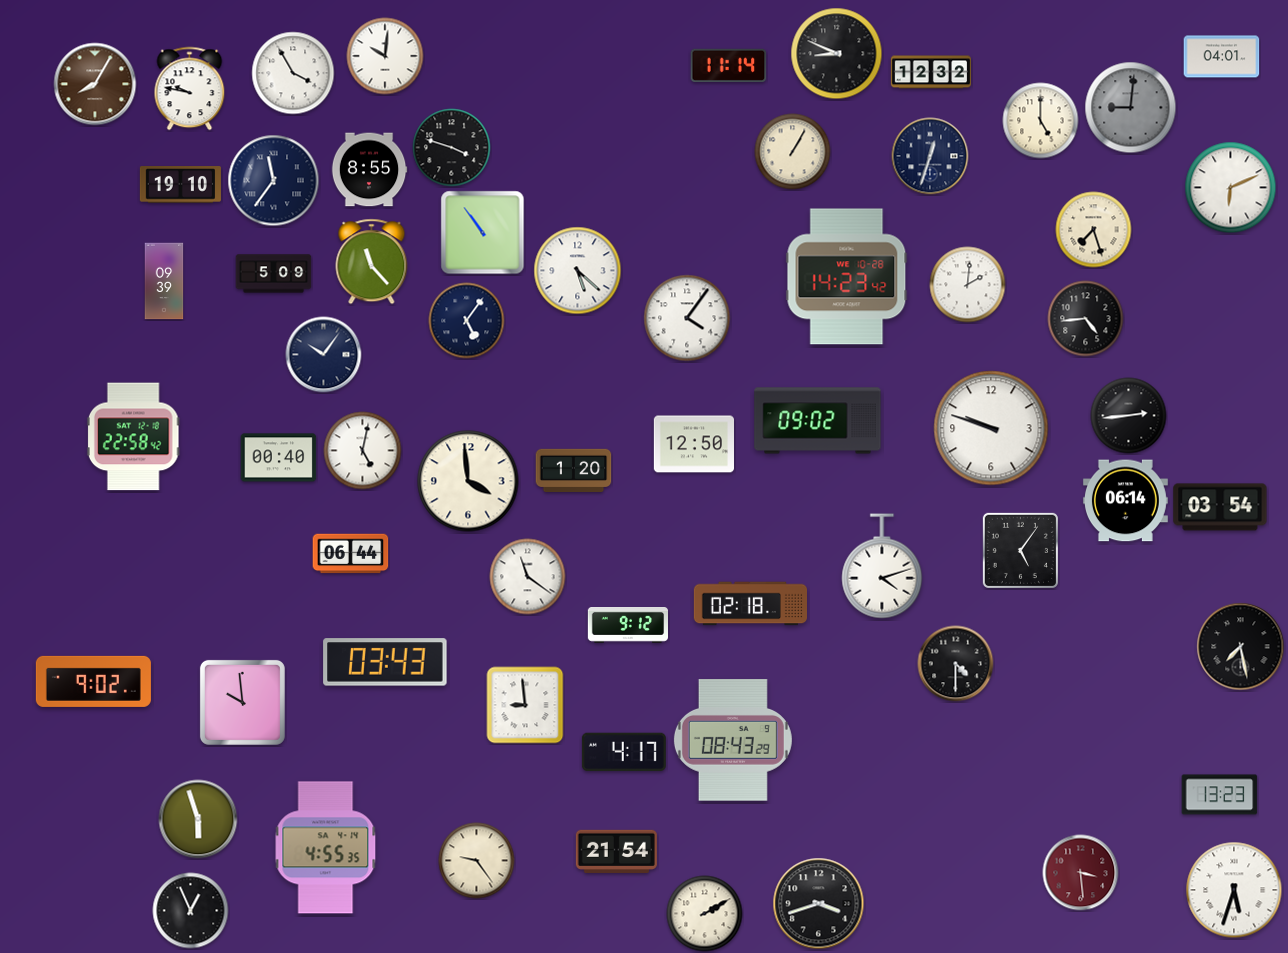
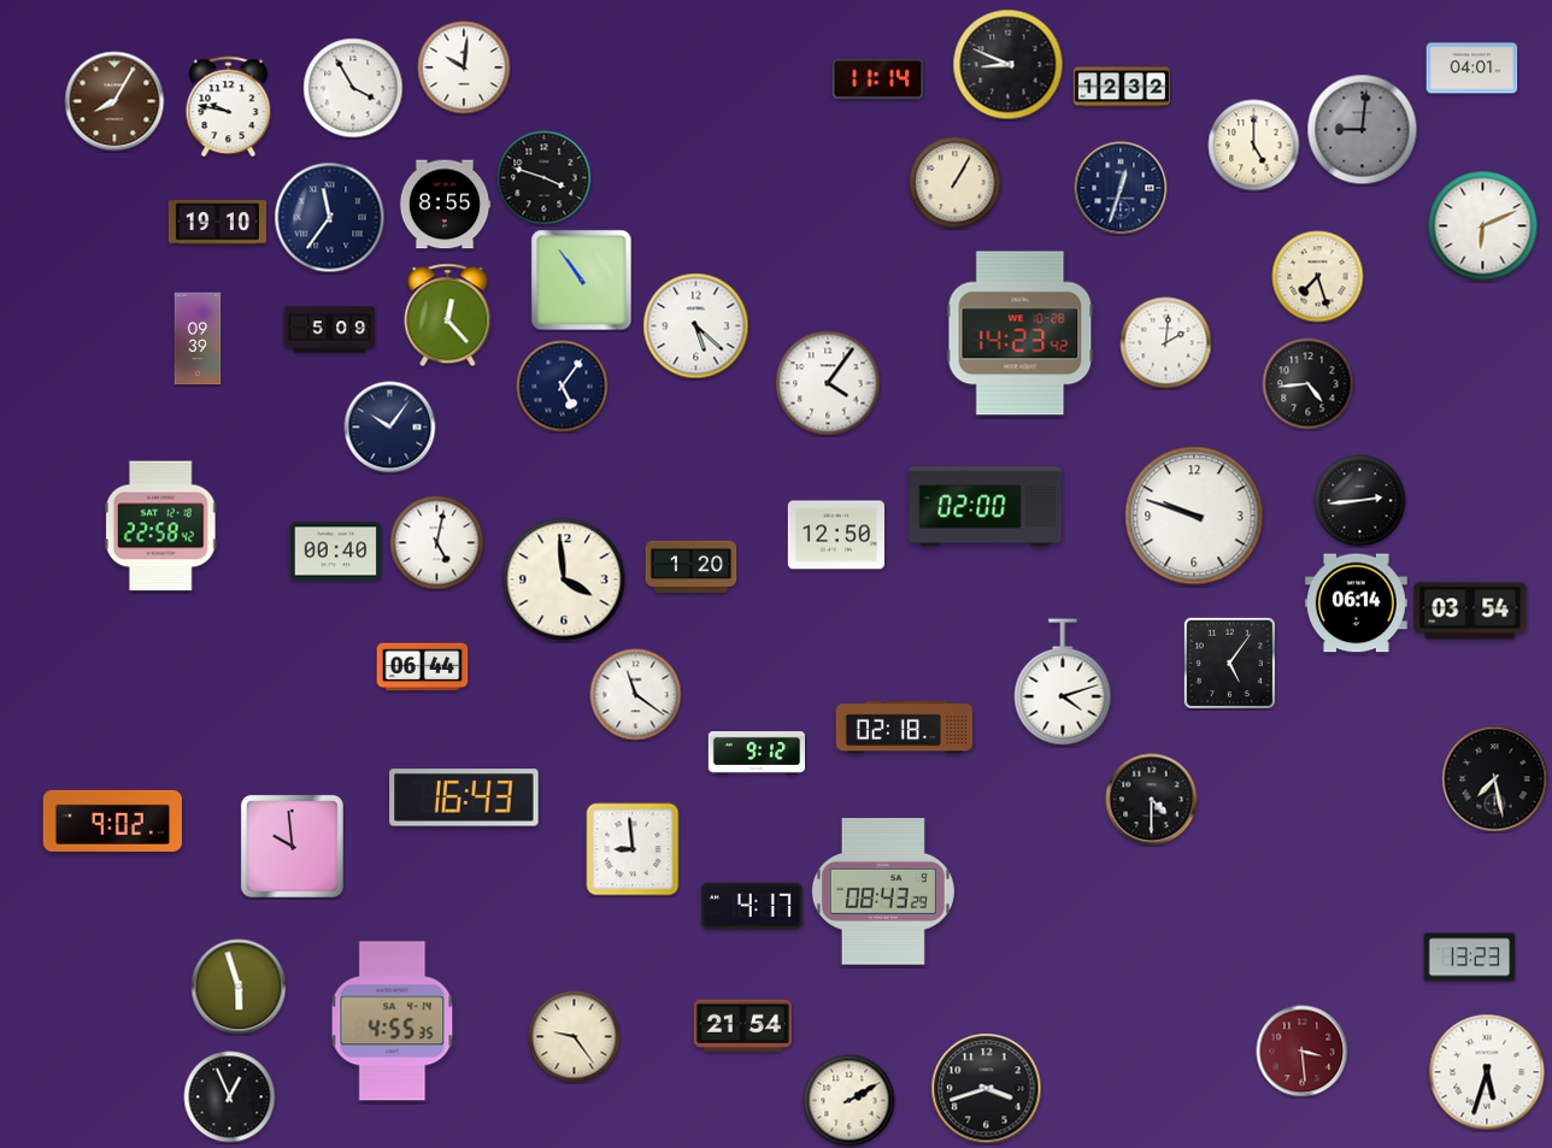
clock at (372, 262): 11:23 -> 12:23
clock at (818, 421): 09:02 -> 02:00
clock at (385, 662): 03:43 -> 16:43
